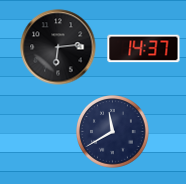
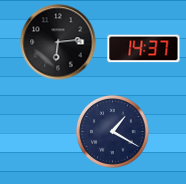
clock at (58, 47) position: (58, 47) -> (58, 42)
clock at (113, 132): 11:40 -> 1:20
